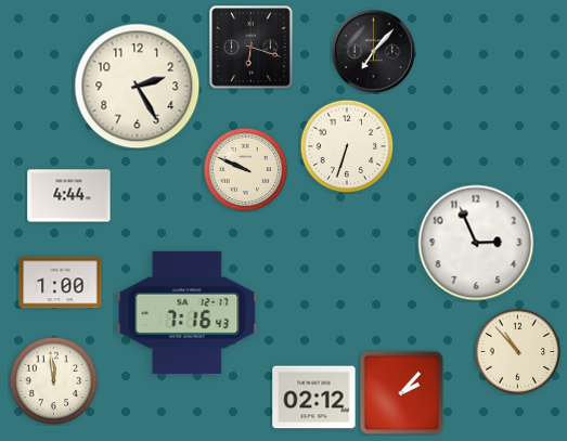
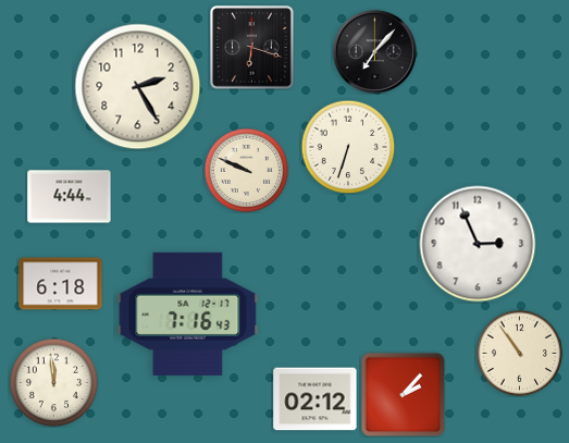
clock at (61, 283): 1:00 -> 6:18
clock at (517, 351): 10:53 -> 10:54
